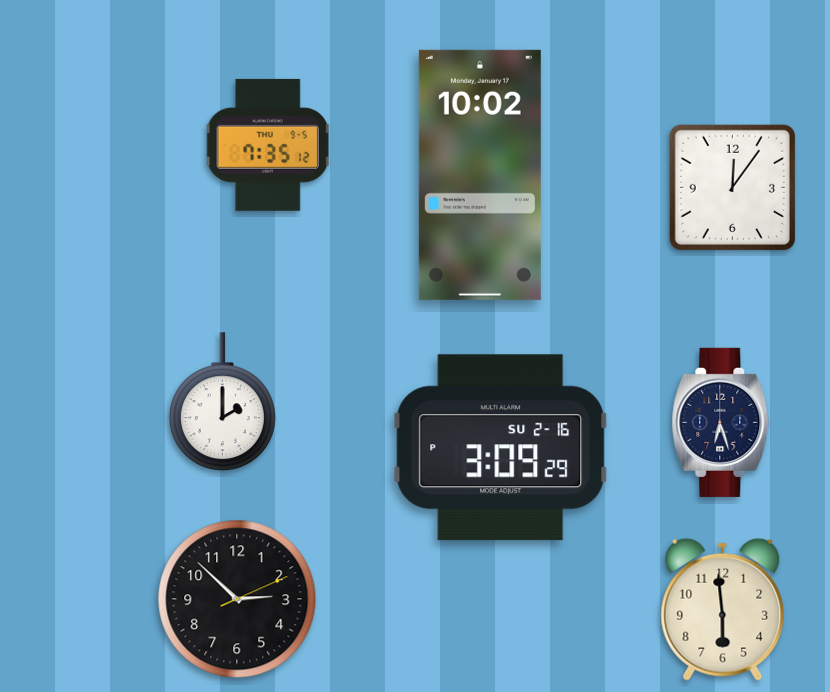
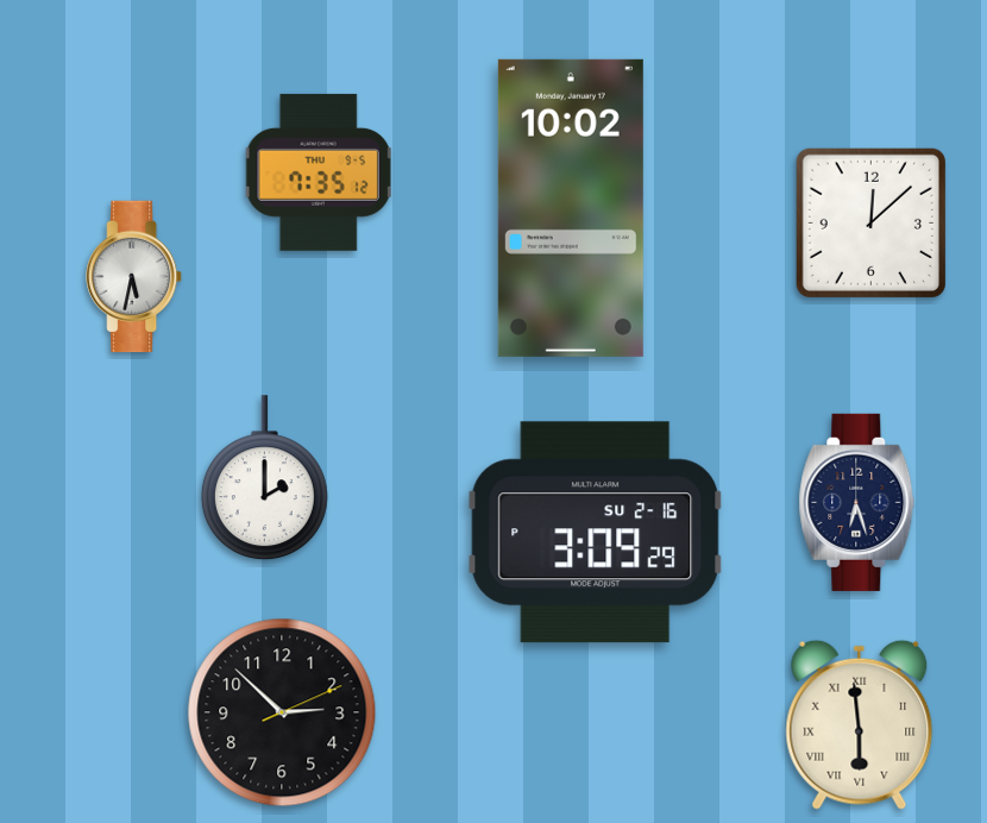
clock at (732, 187): 12:06 -> 12:08
clock at (134, 277): none -> 5:32
clock at (723, 609) numerals: Arabic -> Roman
